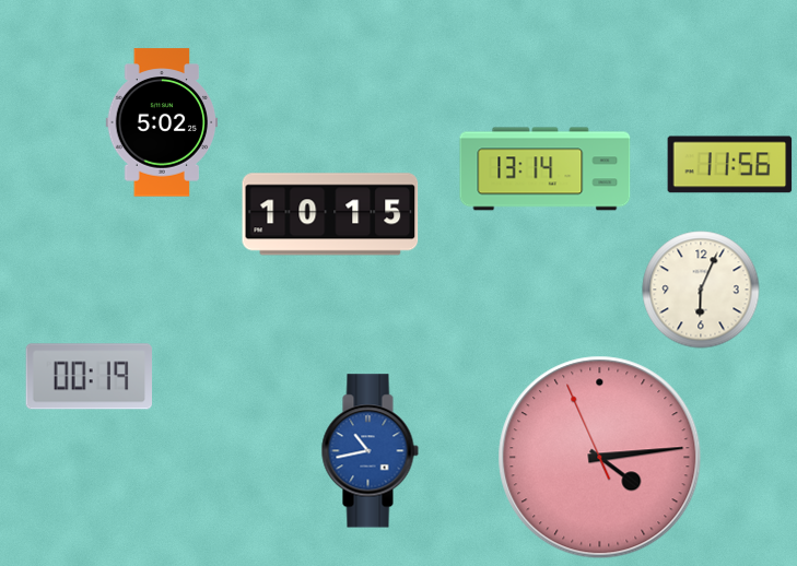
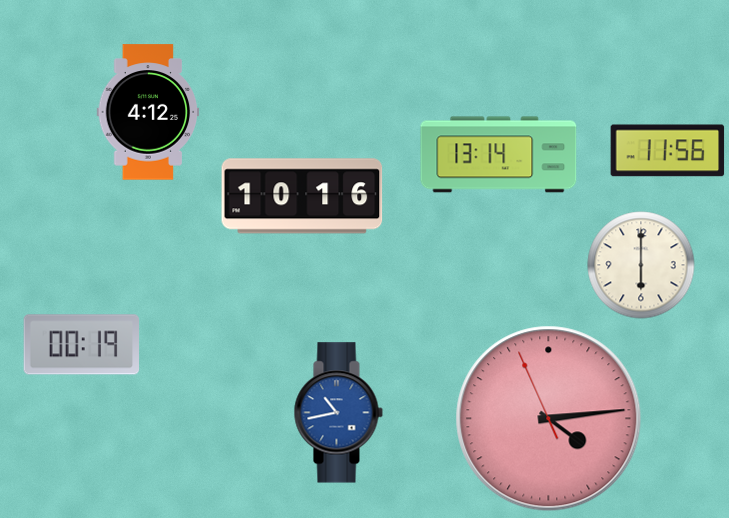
clock at (162, 122): 5:02 -> 4:12
clock at (330, 214): 10:15 -> 10:16
clock at (701, 290): 6:04 -> 6:00
